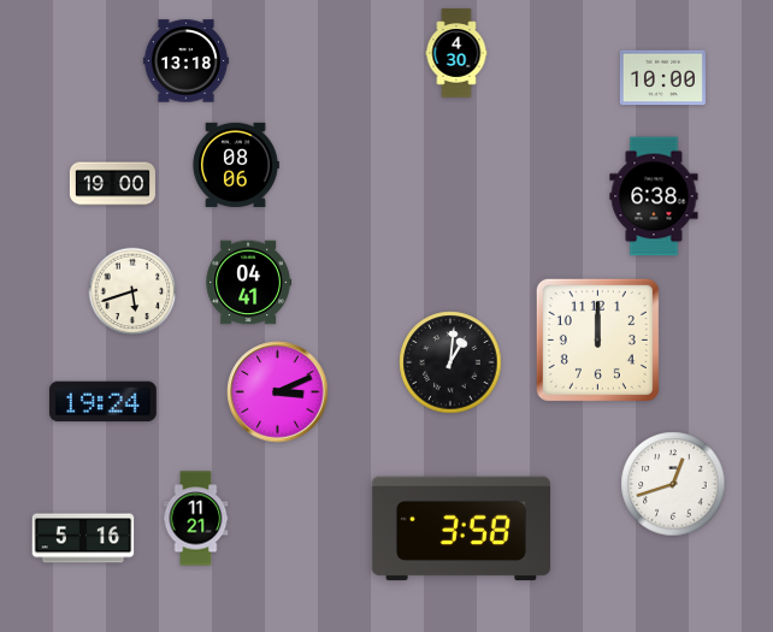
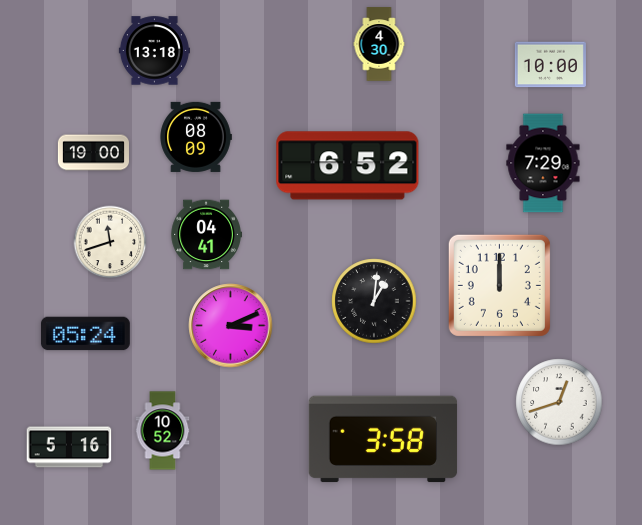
clock at (236, 165): 08:06 -> 08:09
clock at (654, 196): 6:38 -> 7:29
clock at (348, 166): none -> 6:52
clock at (132, 291): 5:42 -> 11:42
clock at (597, 339) position: (597, 339) -> (499, 285)
clock at (102, 402): 19:24 -> 05:24
clock at (196, 519): 11:21 -> 10:52
